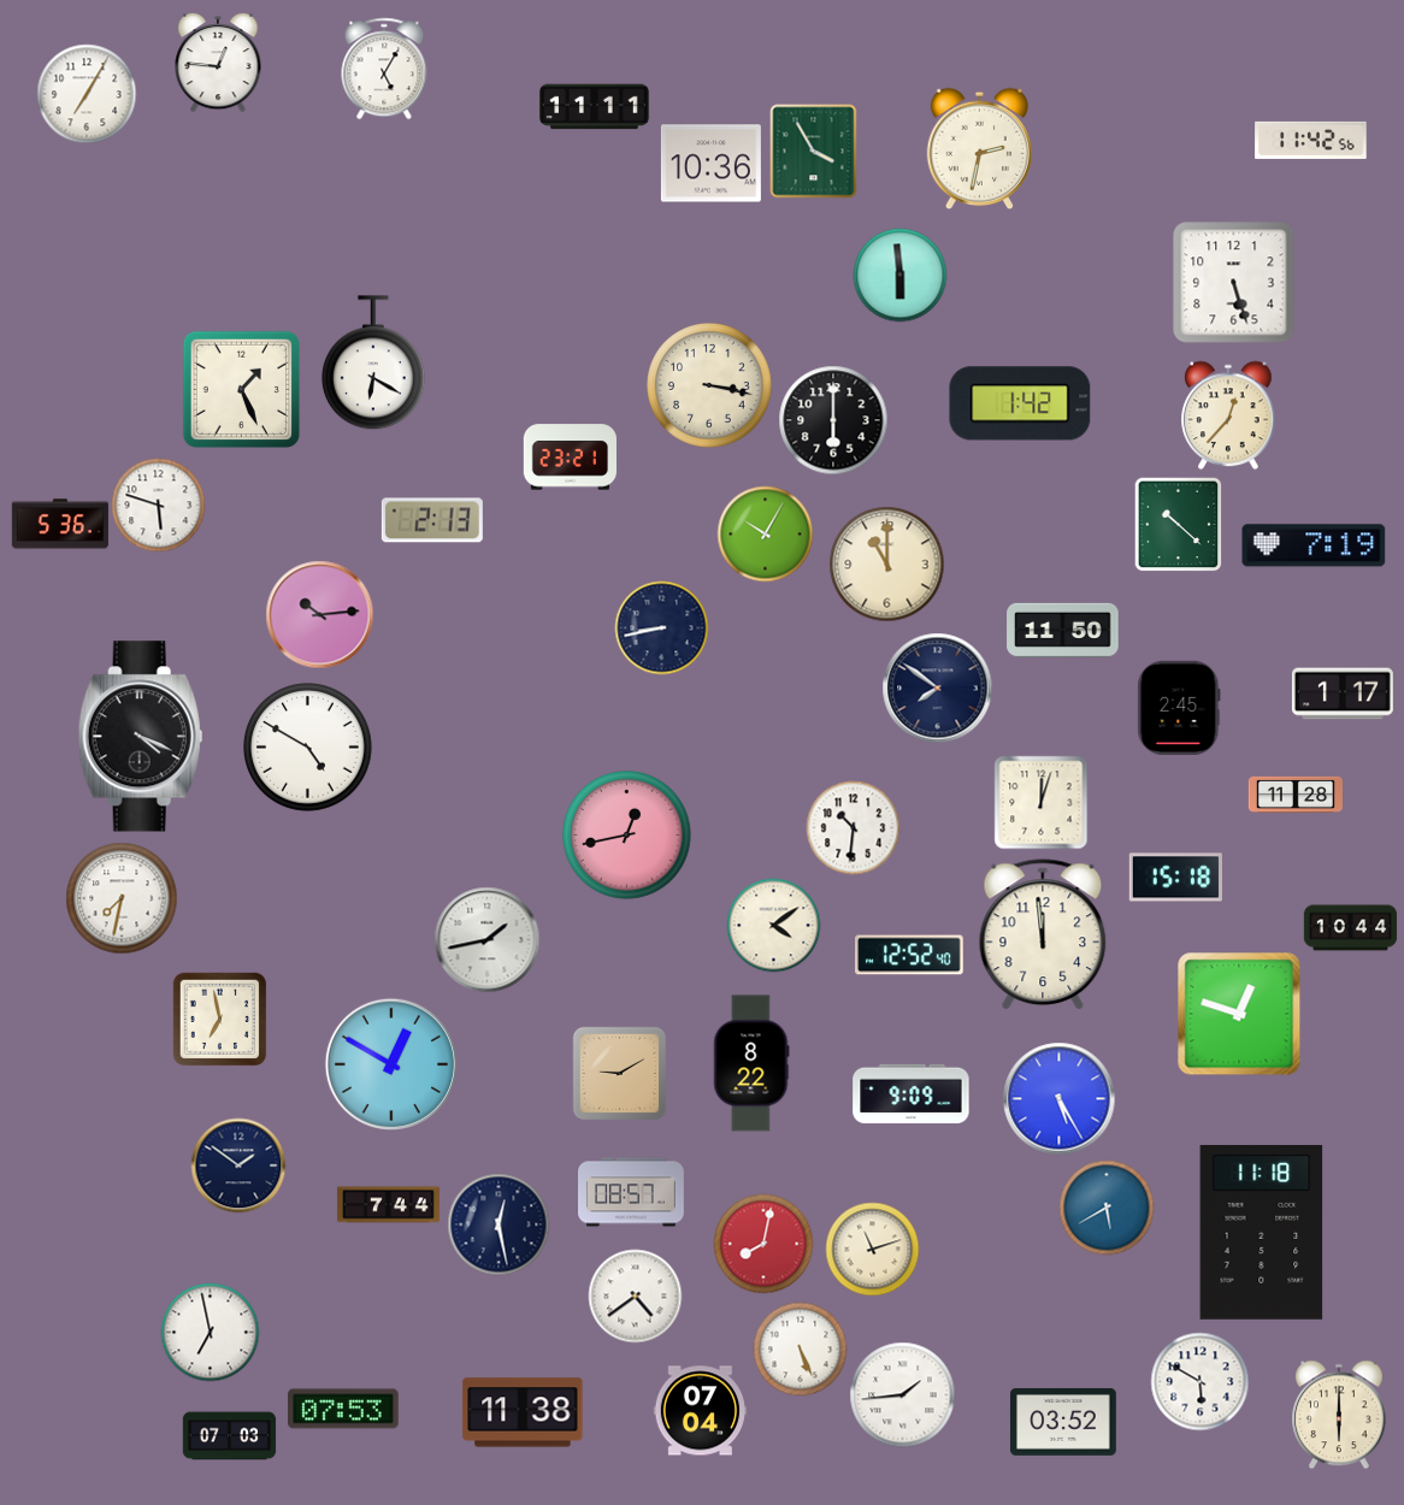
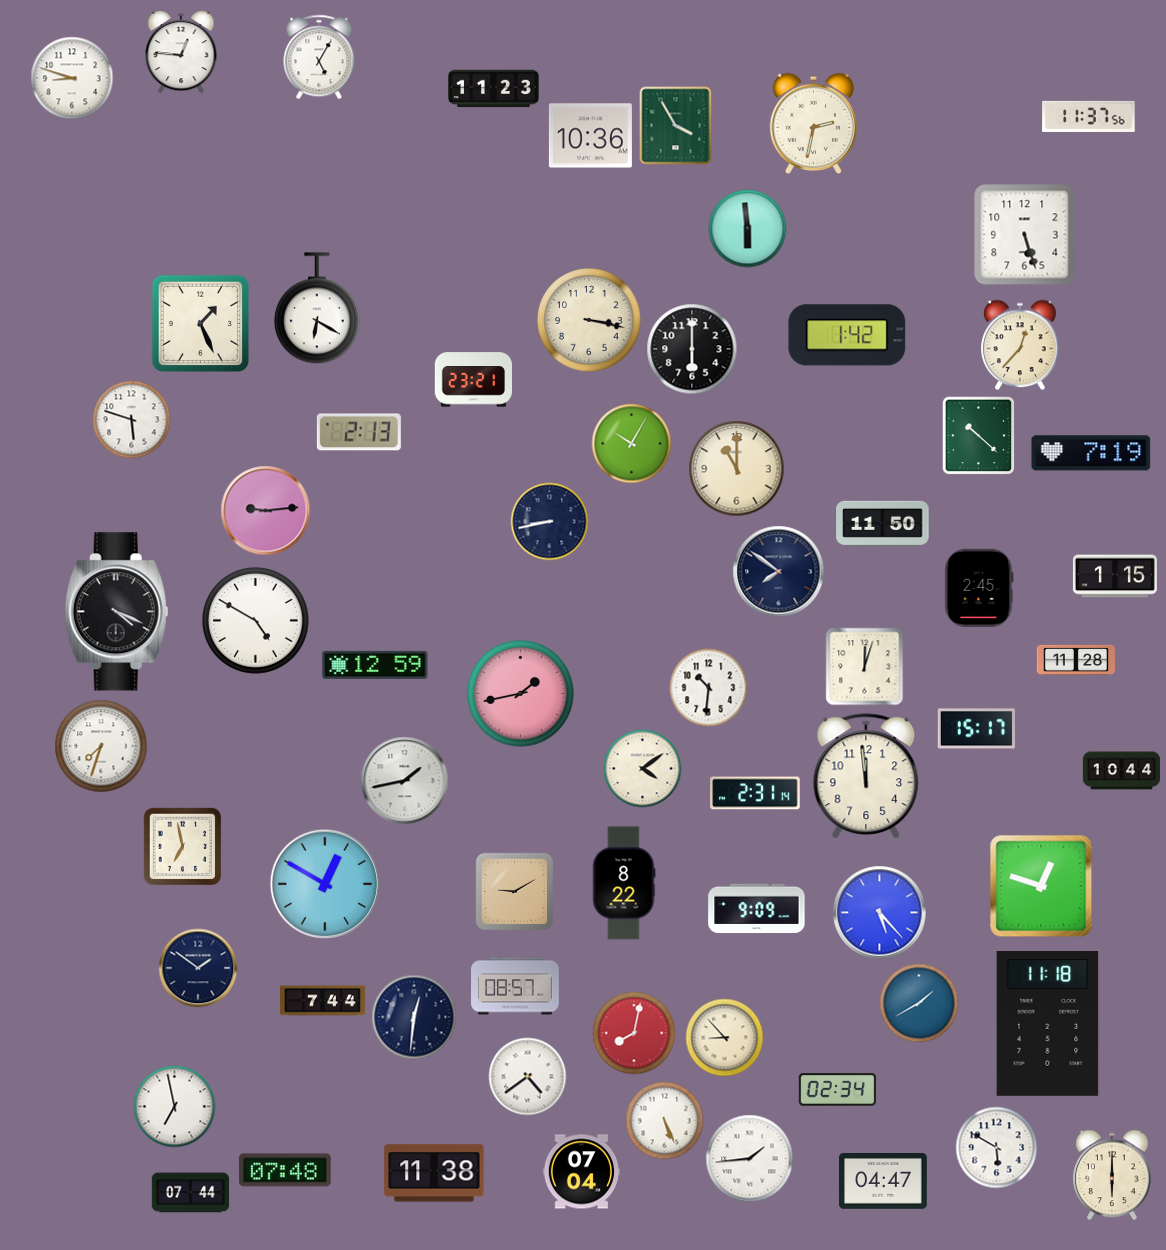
clock at (87, 94): 7:05 -> 8:48
clock at (595, 107): 11:11 -> 11:23
clock at (1311, 140): 11:42 -> 11:37
clock at (373, 362) position: (373, 362) -> (317, 308)
clock at (60, 524): 5:36 -> none
clock at (765, 533) position: (765, 533) -> (631, 443)
clock at (319, 614): 10:14 -> 9:14
clock at (1343, 694): 1:17 -> 1:15
clock at (375, 665): none -> 12:59
clock at (627, 836): 12:43 -> 1:43
clock at (1175, 878): 15:18 -> 15:17
clock at (122, 898): 7:32 -> 7:33
clock at (909, 955): 12:52 -> 2:31
clock at (1239, 1014) position: (1239, 1014) -> (1041, 886)
clock at (1058, 1098): 5:25 -> 5:23
clock at (632, 1192) position: (632, 1192) -> (516, 986)
clock at (1107, 1208): 5:40 -> 1:40
clock at (499, 1224): 12:28 -> 12:31
clock at (872, 1249): 11:12 -> 8:53
clock at (837, 1090): none -> 02:34
clock at (343, 1409): 07:53 -> 07:48
clock at (1064, 1423): 03:52 -> 04:47
clock at (229, 1436): 07:03 -> 07:44
